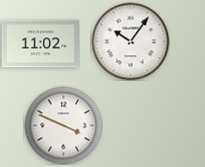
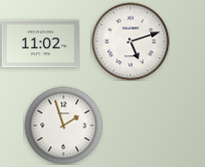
clock at (130, 41): 10:06 -> 5:12
clock at (63, 125): 3:49 -> 1:57
